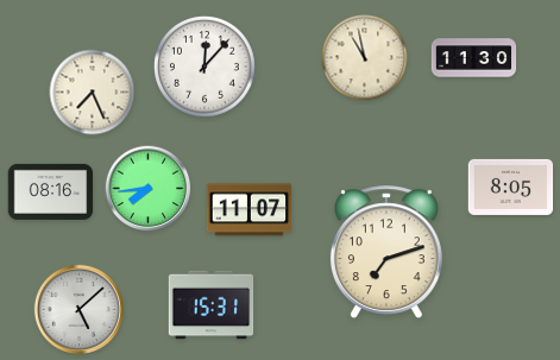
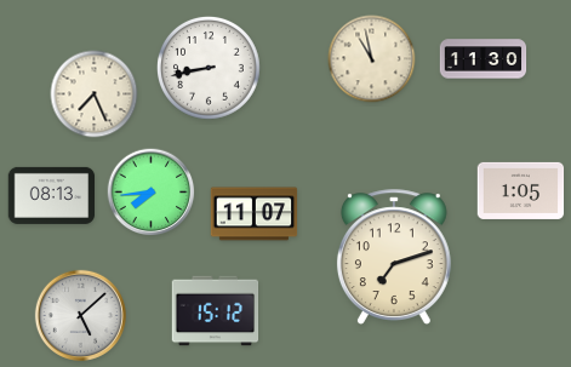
clock at (205, 67): 12:07 -> 8:43
clock at (511, 187): 8:05 -> 1:05
clock at (51, 191): 08:16 -> 08:13
clock at (212, 305): 15:31 -> 15:12
